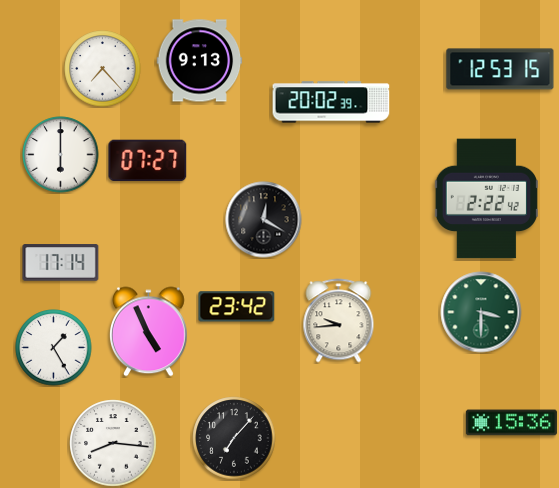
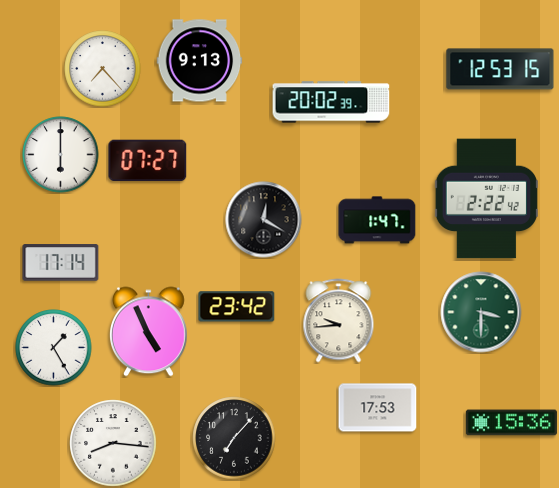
clock at (377, 220): none -> 1:47
clock at (378, 408): none -> 17:53
